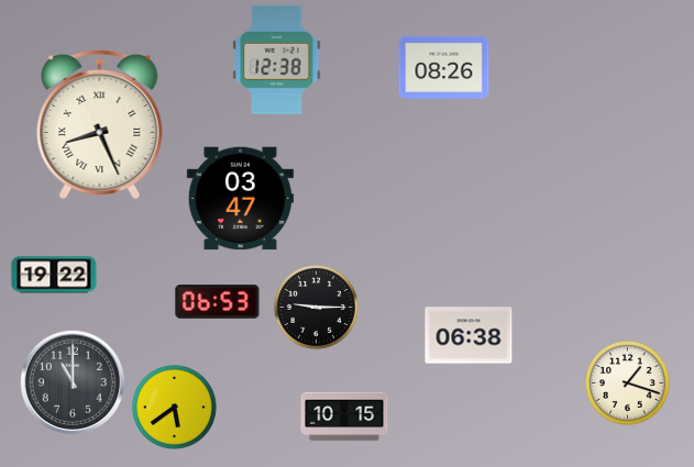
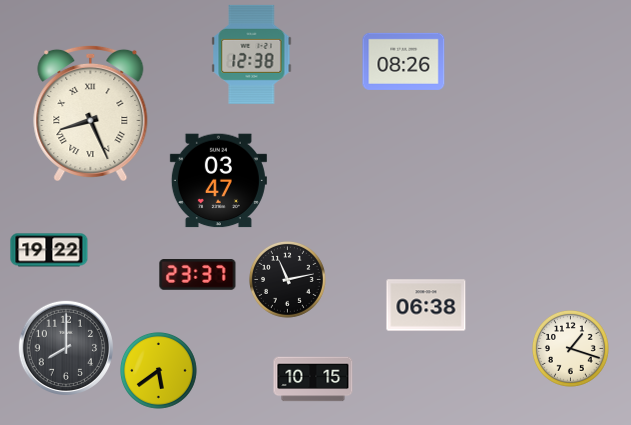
clock at (218, 302): 06:53 -> 23:37
clock at (317, 308): 9:15 -> 11:13
clock at (71, 381): 11:00 -> 8:00
